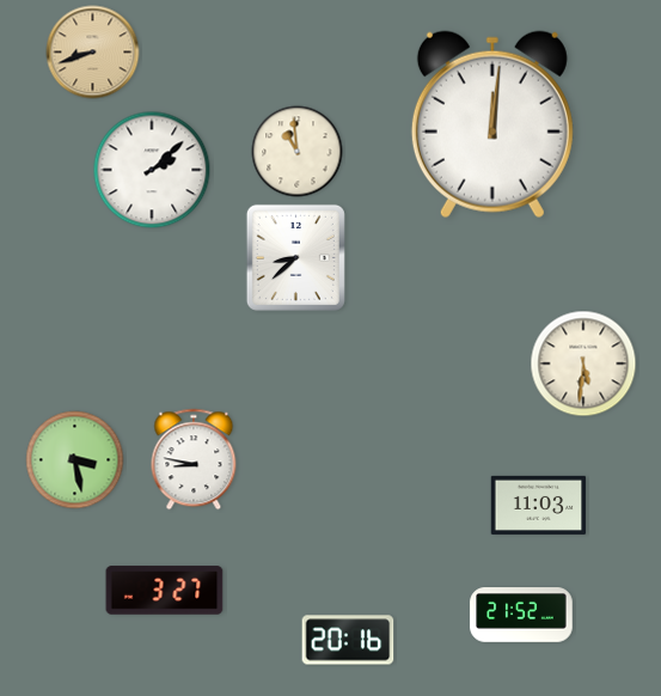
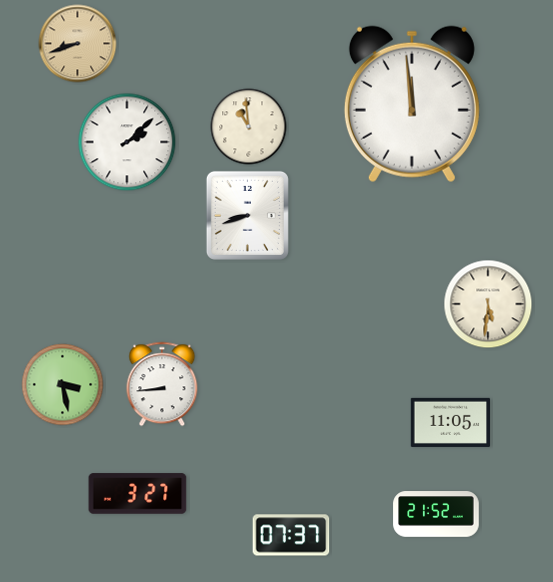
clock at (492, 124): 12:01 -> 11:59
clock at (295, 257): 8:38 -> 8:42
clock at (194, 459): 8:47 -> 8:44
clock at (539, 505): 11:03 -> 11:05
clock at (348, 640): 20:16 -> 07:37
